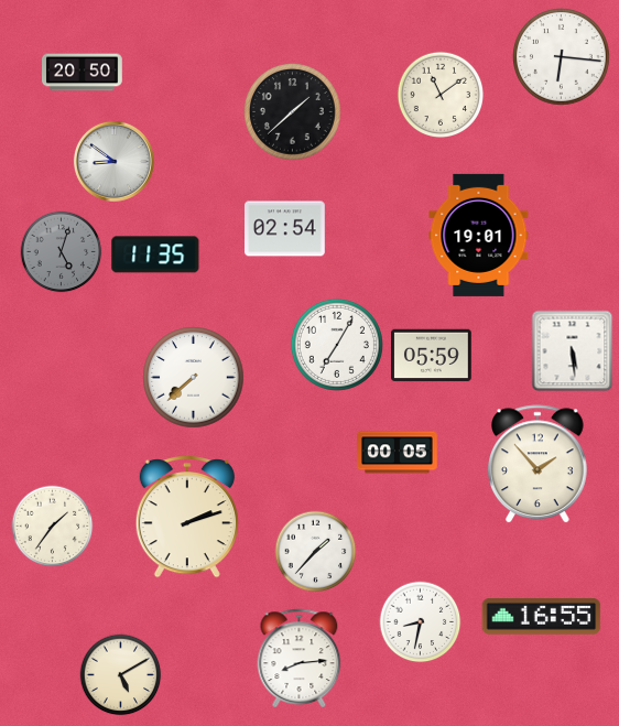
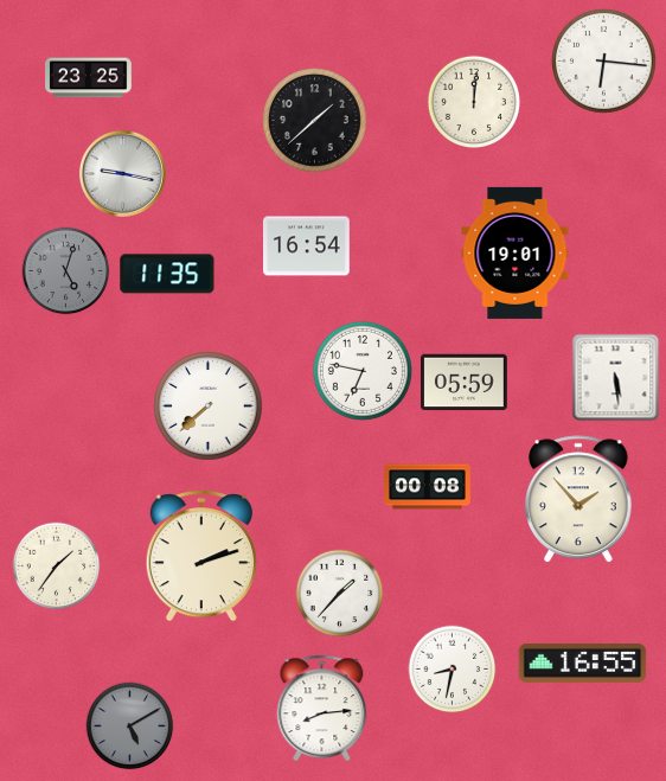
clock at (83, 73): 20:50 -> 23:25
clock at (439, 94): 11:09 -> 12:01
clock at (113, 161): 8:51 -> 9:17
clock at (285, 229): 02:54 -> 16:54
clock at (337, 345): 7:05 -> 6:47
clock at (398, 453): 00:05 -> 00:08
clock at (121, 675) dial: cream -> grey
